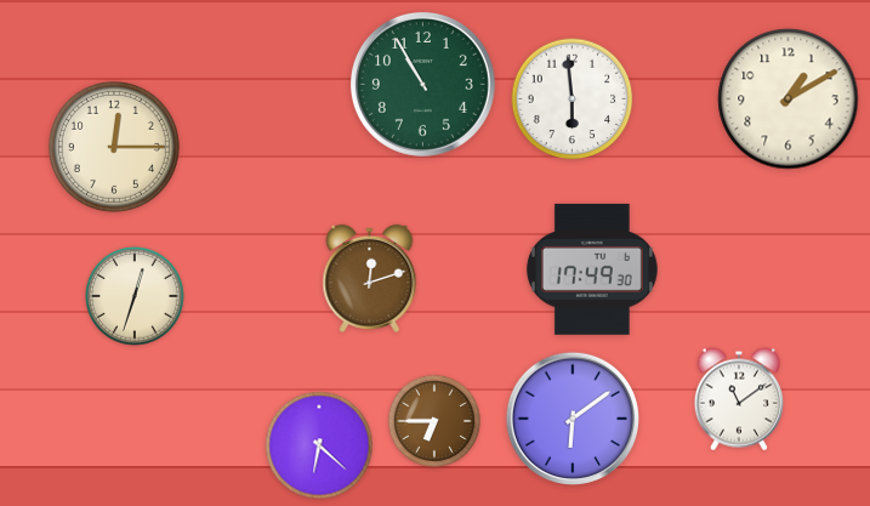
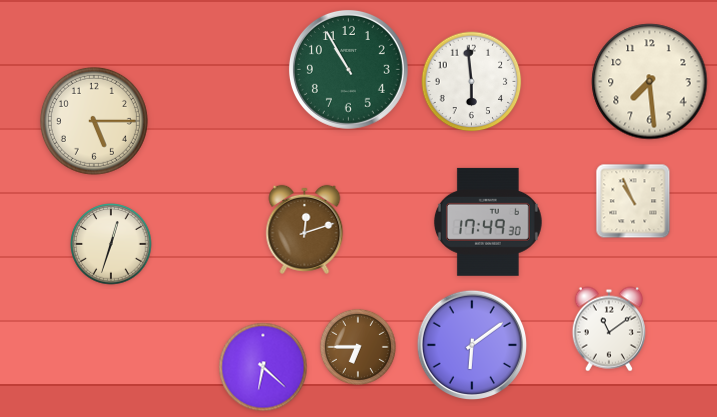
clock at (789, 100): 1:10 -> 7:29
clock at (114, 147): 12:15 -> 5:15
clock at (633, 201): none -> 10:56
